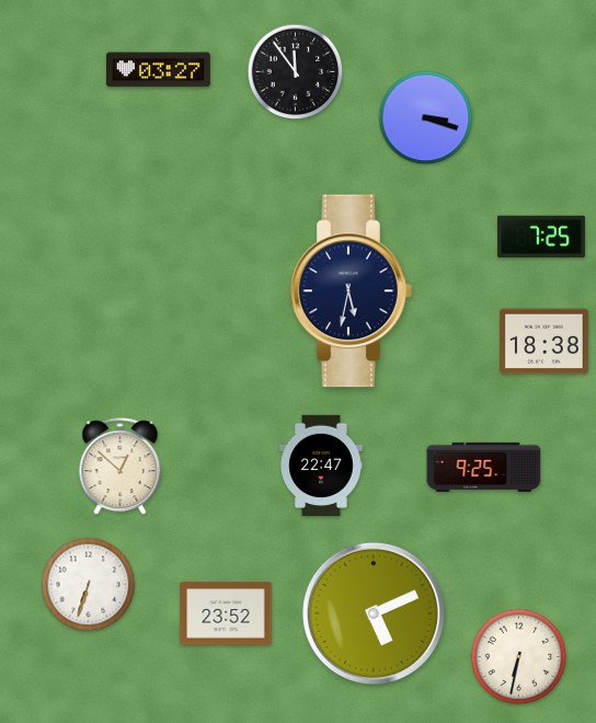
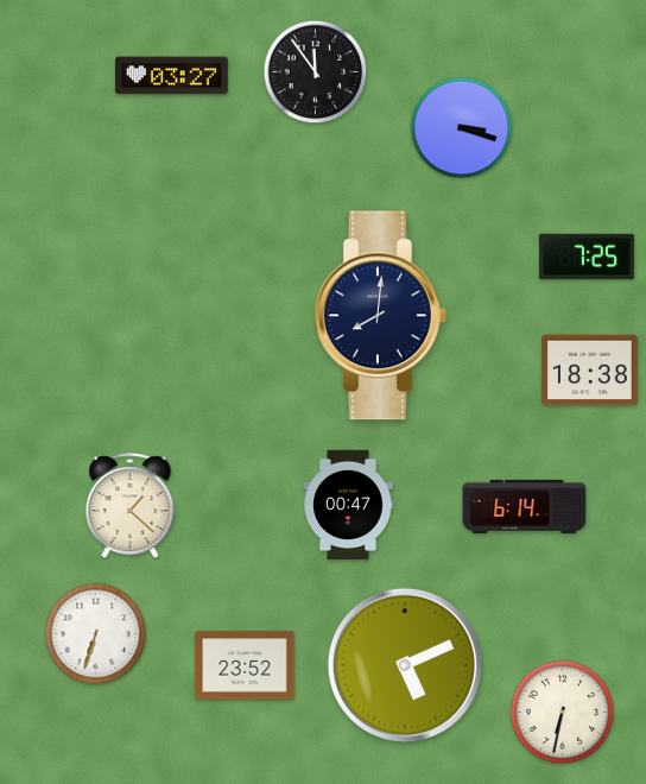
clock at (296, 72) position: (296, 72) -> (316, 72)
clock at (352, 291): 5:32 -> 8:01
clock at (321, 466): 22:47 -> 00:47
clock at (121, 467): 12:52 -> 1:22
clock at (484, 467): 9:25 -> 6:14
